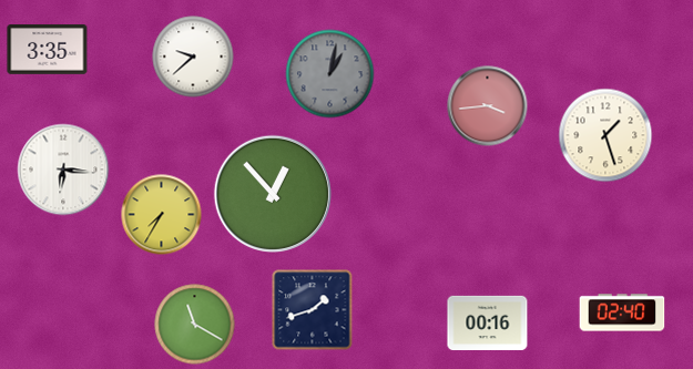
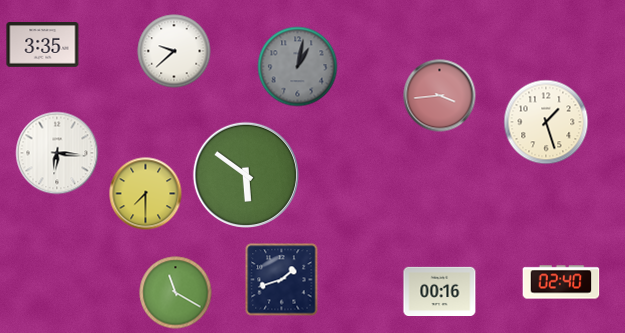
clock at (273, 194): 12:53 -> 5:51
clock at (162, 215): 7:35 -> 7:30
